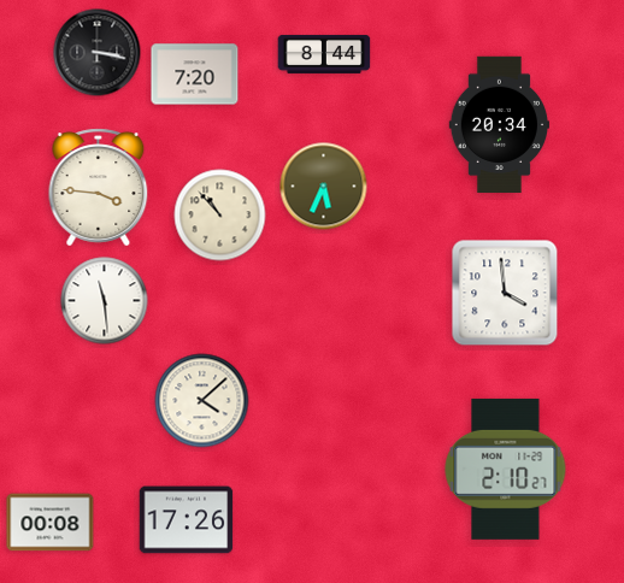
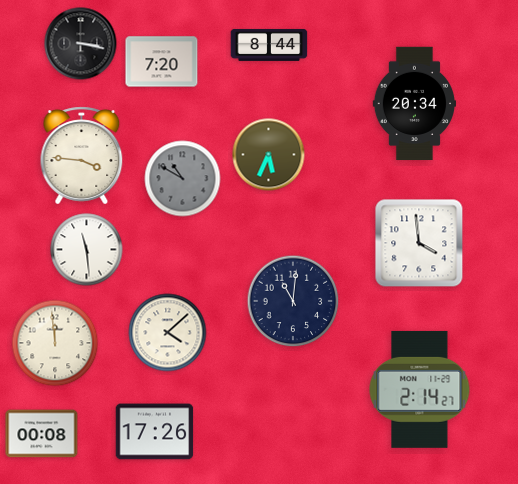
clock at (220, 216): 10:53 -> 10:50
clock at (220, 216) dial: cream -> grey
clock at (293, 301): none -> 11:01
clock at (55, 343): none -> 11:59
clock at (506, 469): 2:10 -> 2:14
